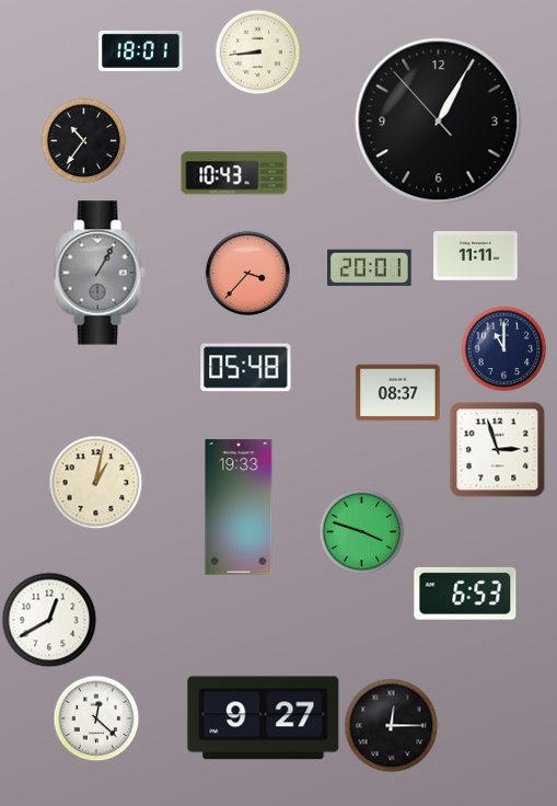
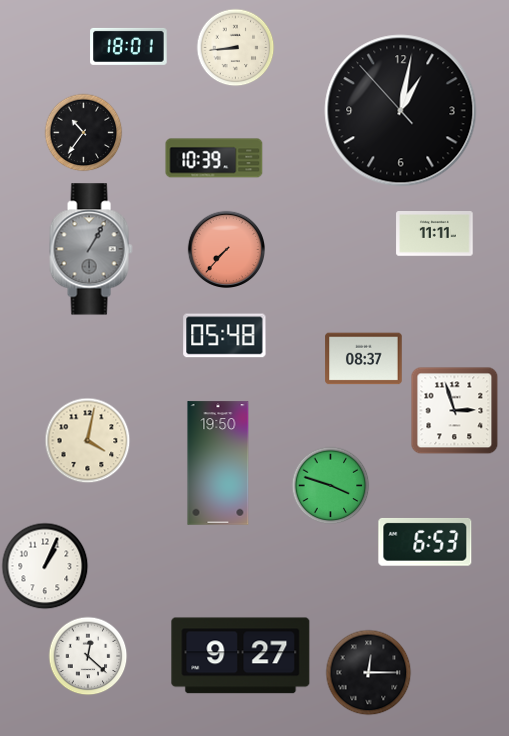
clock at (439, 122): 1:04 -> 1:01
clock at (83, 140) position: (83, 140) -> (83, 132)
clock at (234, 173): 10:43 -> 10:39
clock at (370, 268): 20:01 -> none
clock at (247, 273): 3:37 -> 7:37
clock at (503, 348): 11:00 -> none
clock at (95, 482): 1:02 -> 4:02
clock at (239, 507): 19:33 -> 19:50
clock at (49, 620): 12:40 -> 1:04
clock at (391, 725) position: (391, 725) -> (368, 672)
